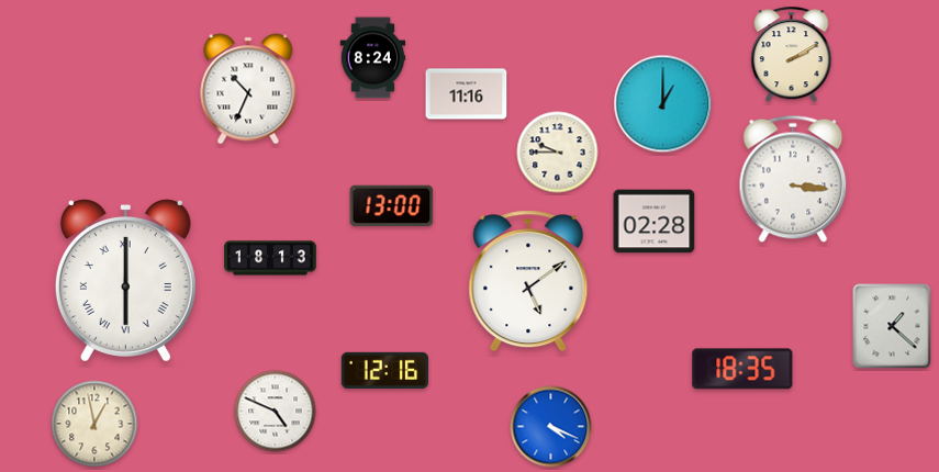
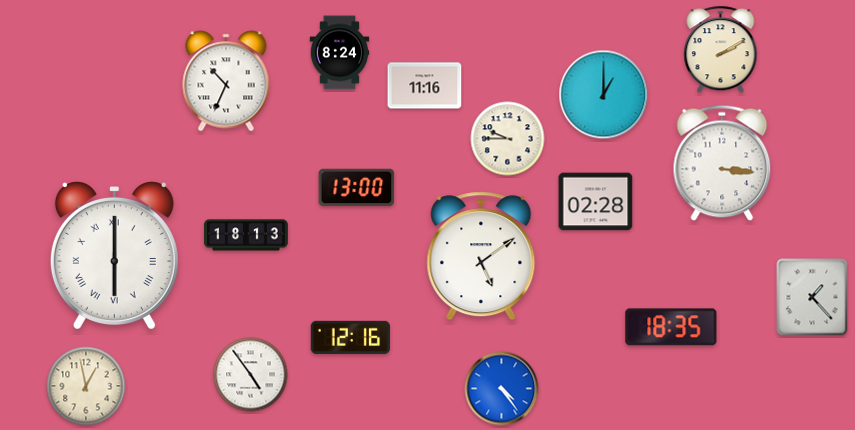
clock at (892, 326): 1:22 -> 1:23
clock at (742, 369) position: (742, 369) -> (671, 327)
clock at (276, 412): 4:49 -> 4:54
clock at (551, 427): 4:19 -> 4:24
